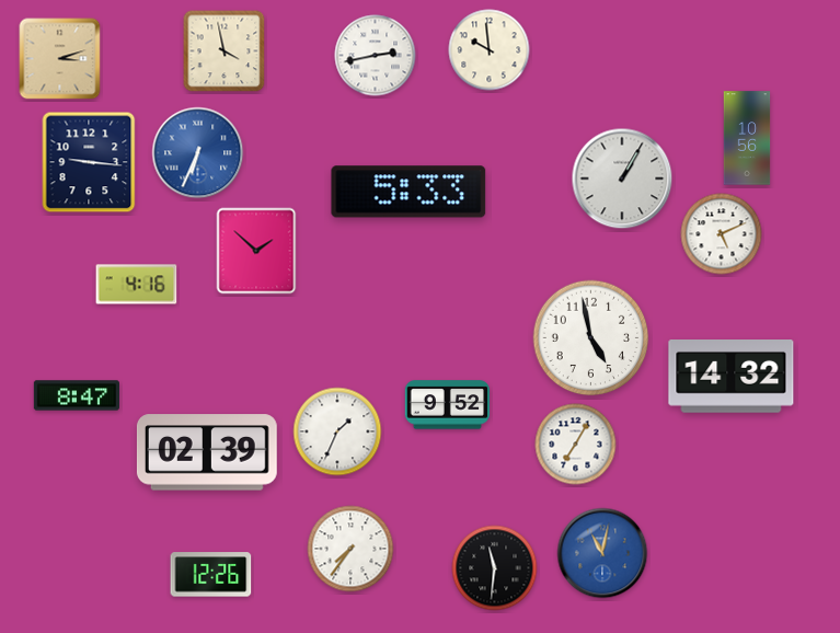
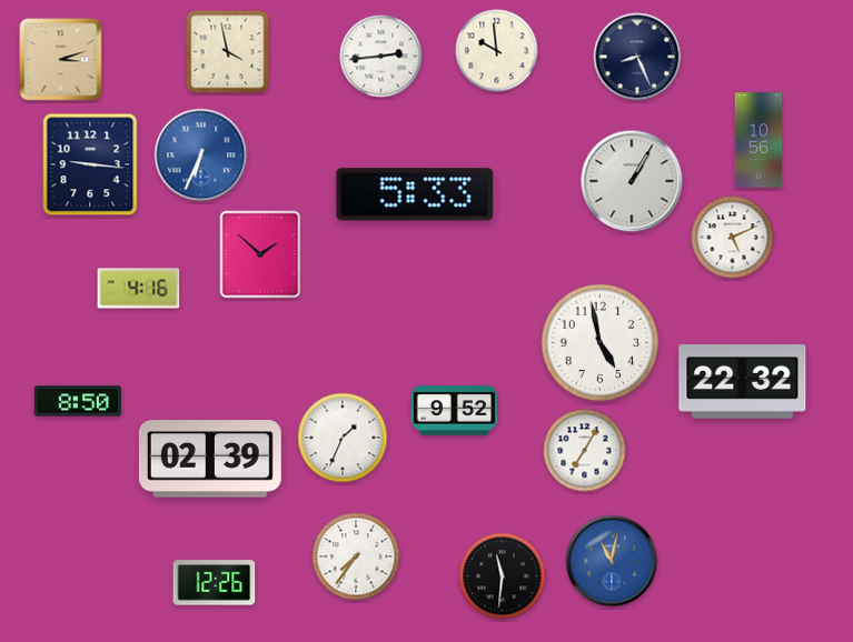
clock at (376, 56): 2:43 -> 2:44
clock at (637, 57): none -> 8:26
clock at (732, 377): 14:32 -> 22:32
clock at (76, 395): 8:47 -> 8:50
